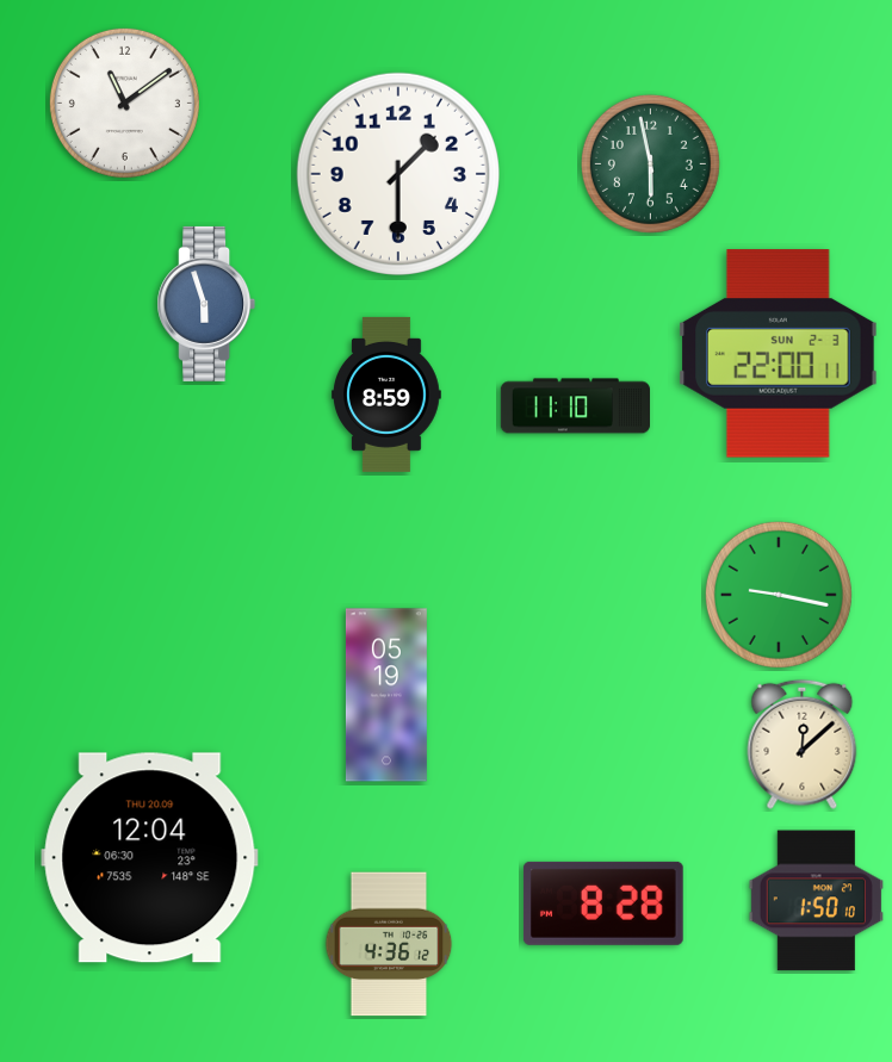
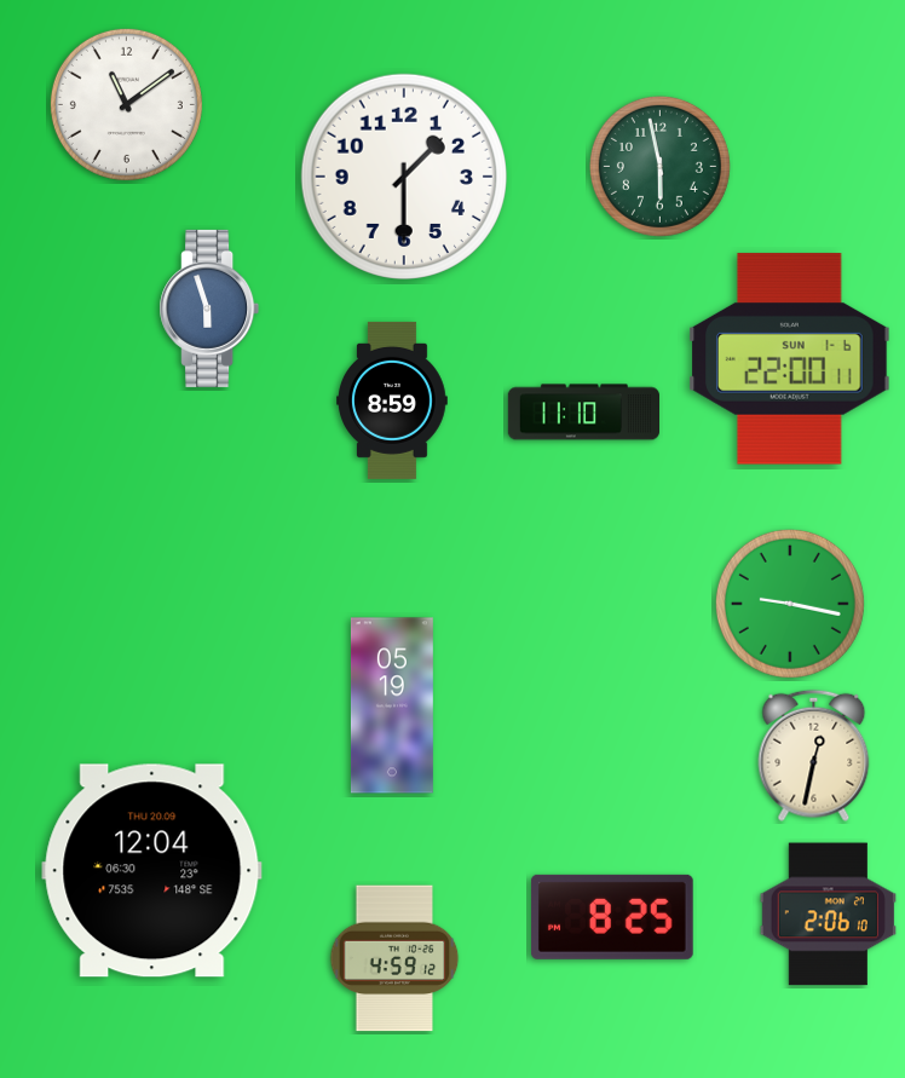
clock at (779, 354) date: SUN 2-3 -> SUN 1-6
clock at (803, 744): 12:08 -> 12:32
clock at (816, 901): 1:50 -> 2:06
clock at (603, 903): 8:28 -> 8:25
clock at (389, 944): 4:36 -> 4:59
